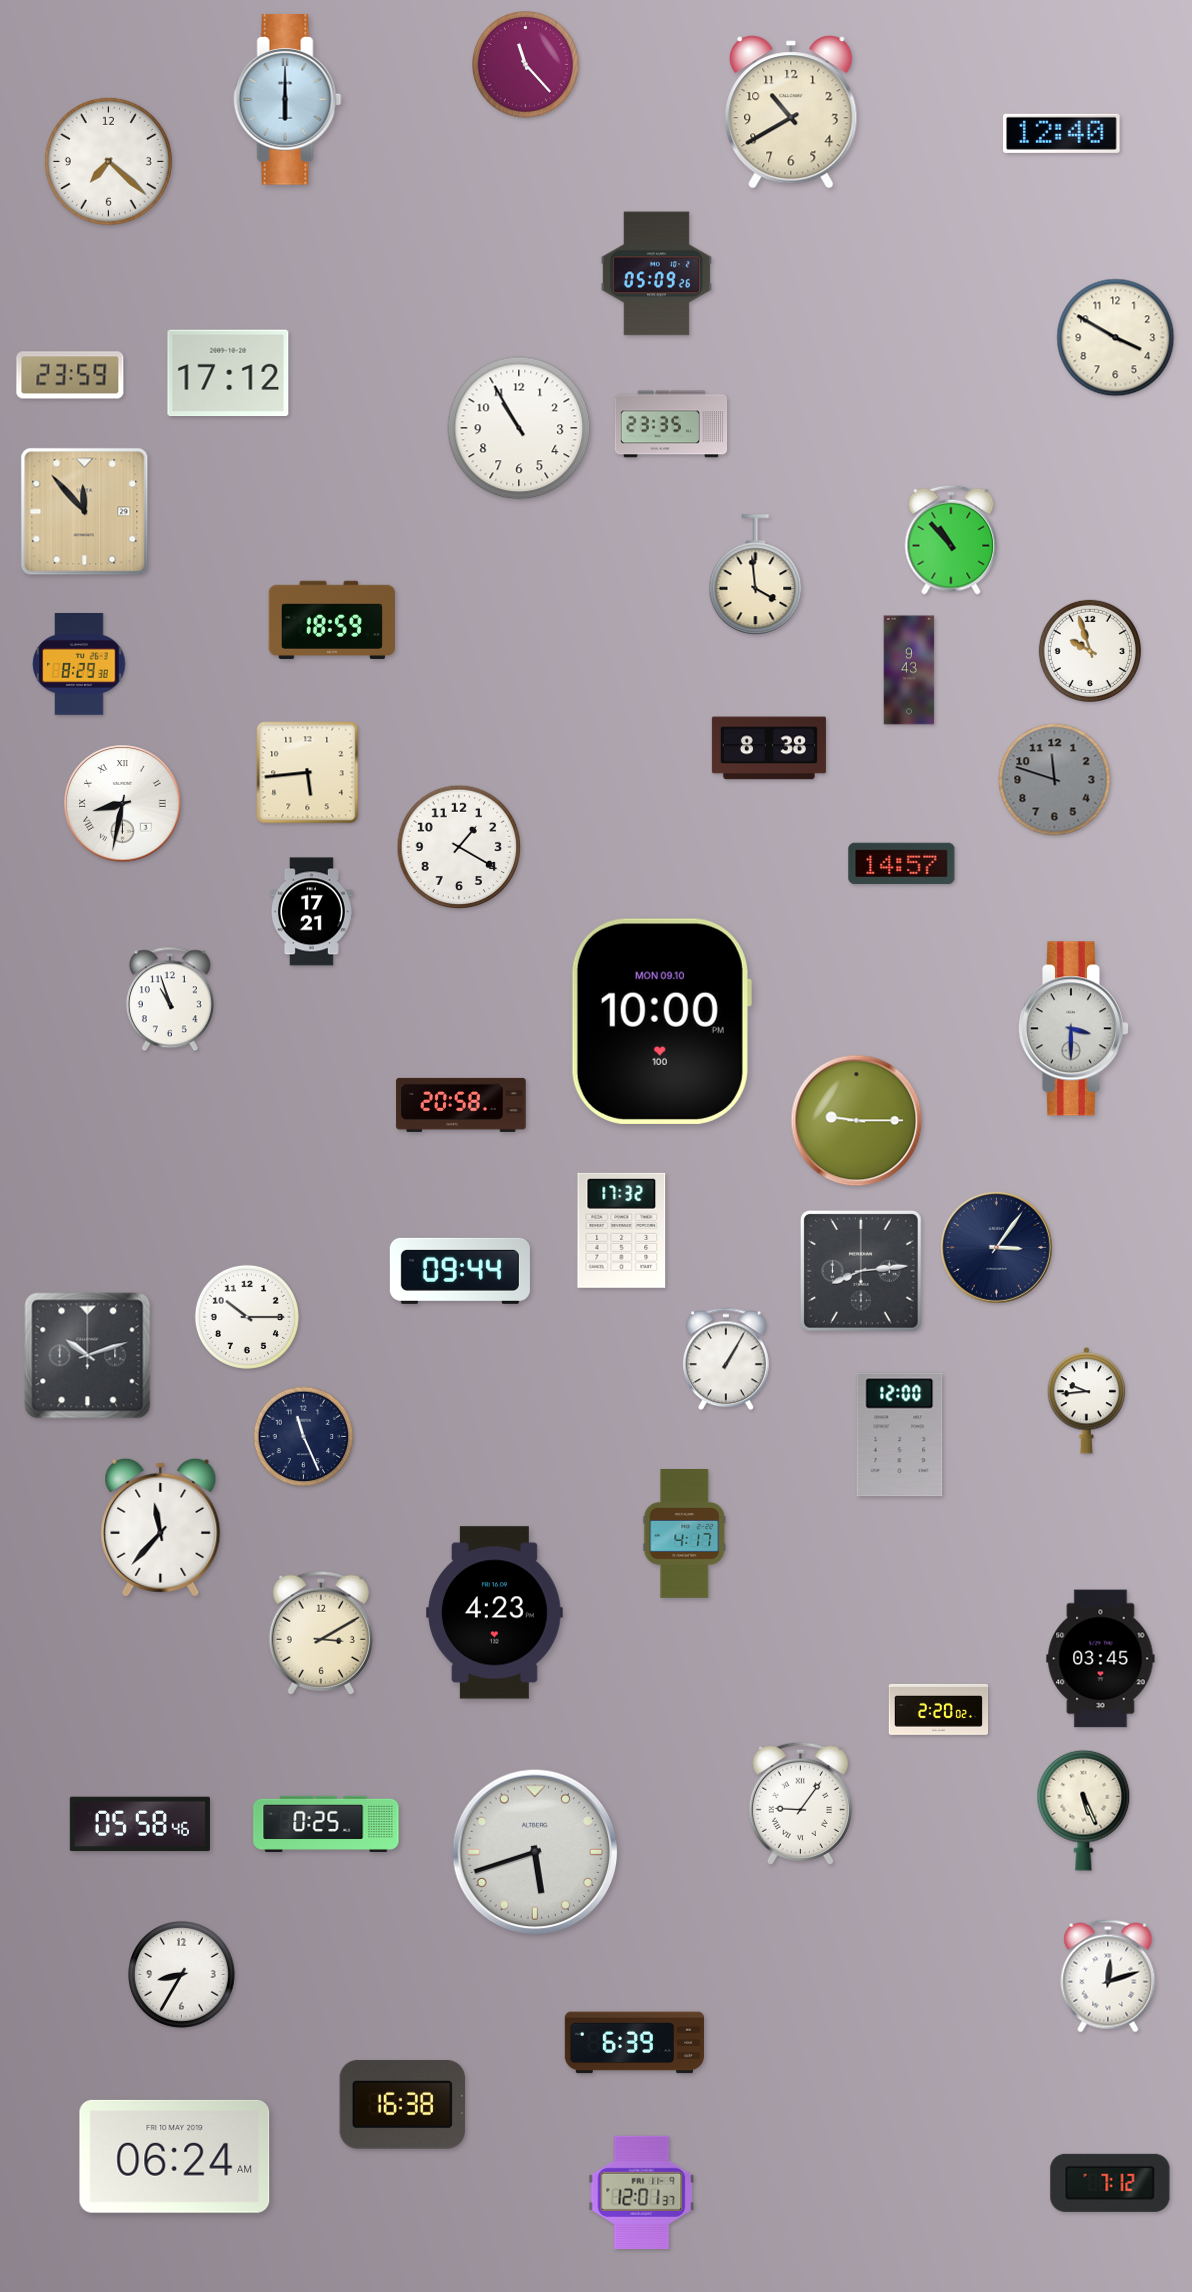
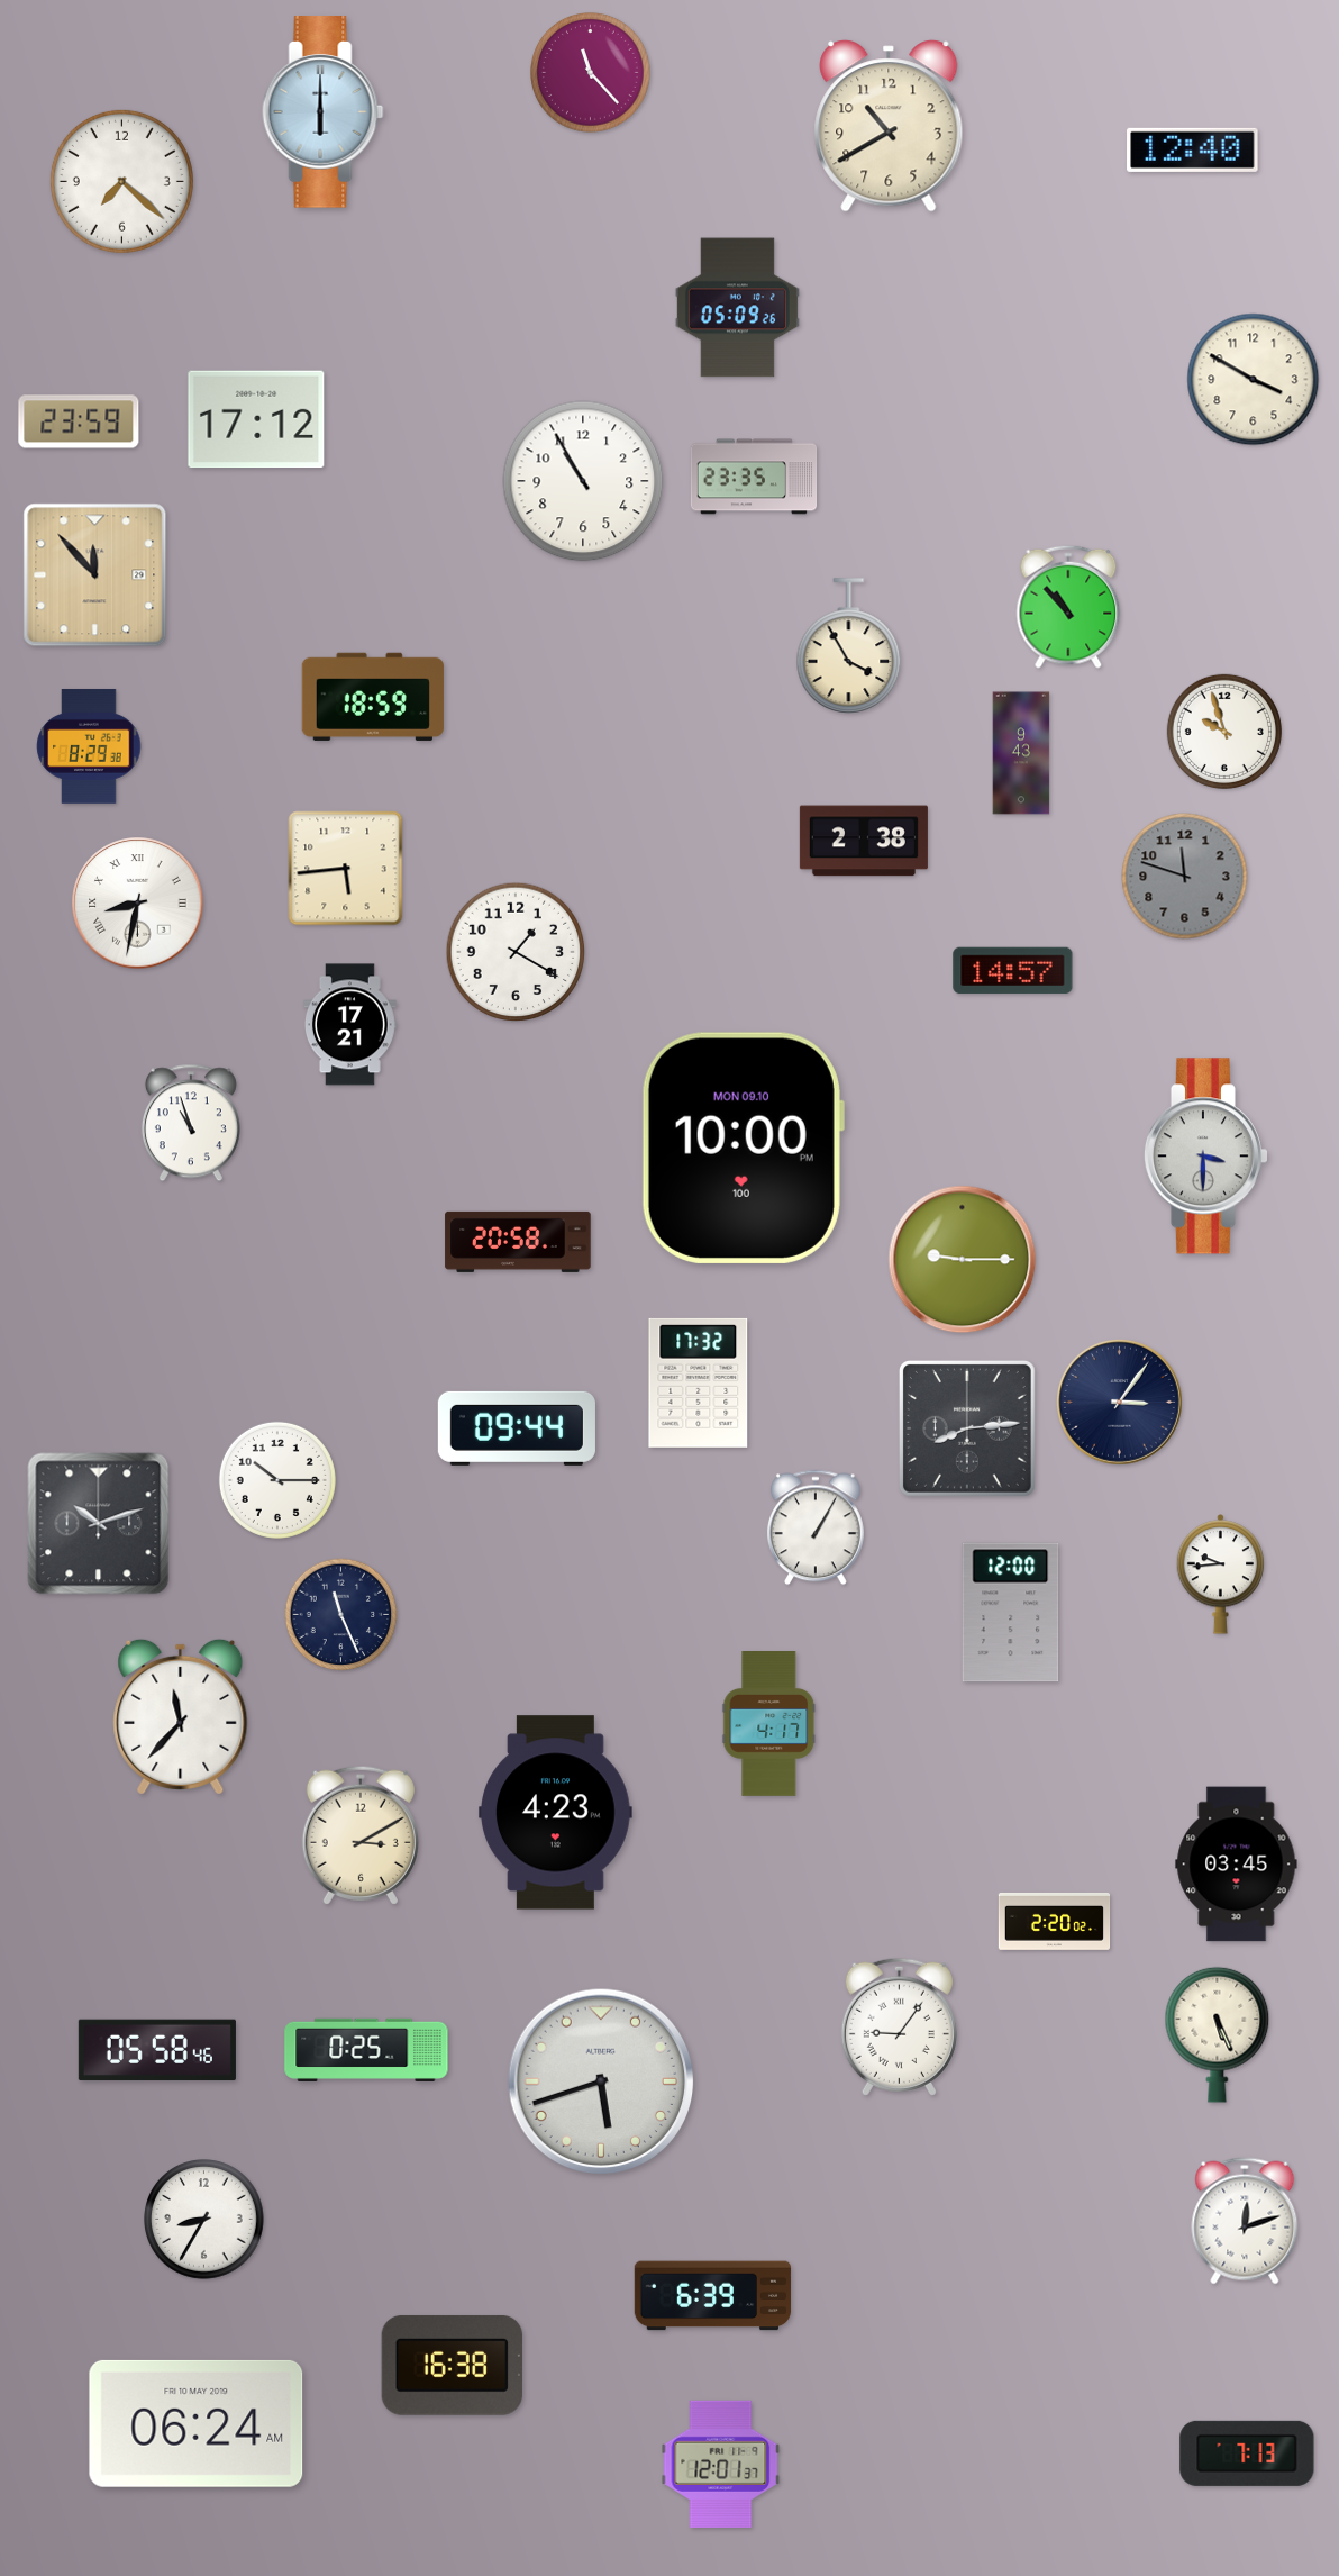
clock at (756, 575): 3:59 -> 3:55
clock at (769, 748): 8:38 -> 2:38
clock at (1110, 2183): 7:12 -> 7:13
